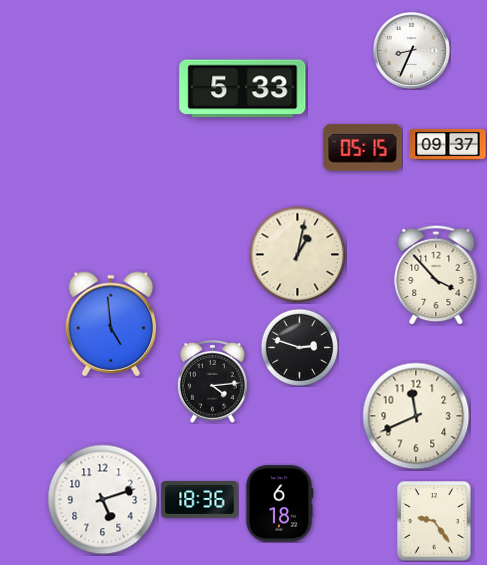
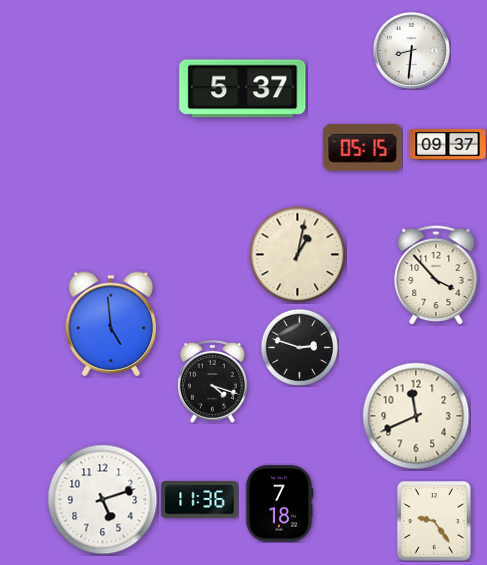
clock at (411, 50): 8:34 -> 8:31
clock at (243, 89): 5:33 -> 5:37
clock at (213, 381): 4:14 -> 4:18
clock at (200, 500): 18:36 -> 11:36
clock at (279, 504): 6:18 -> 7:18
